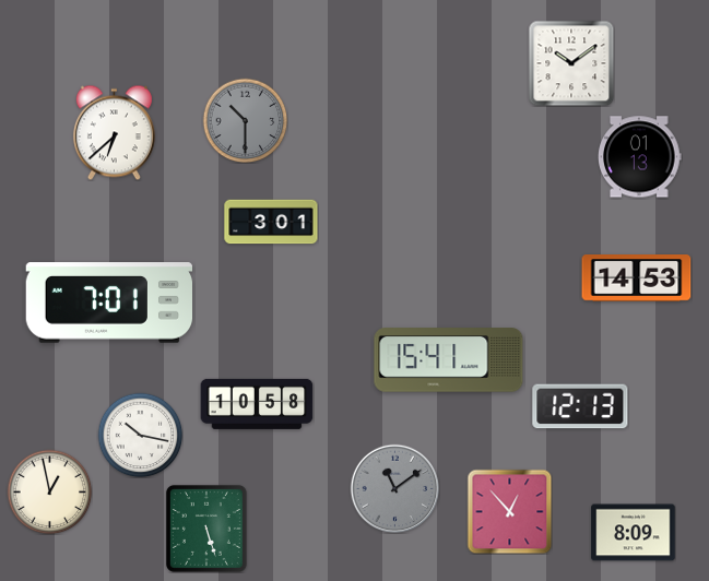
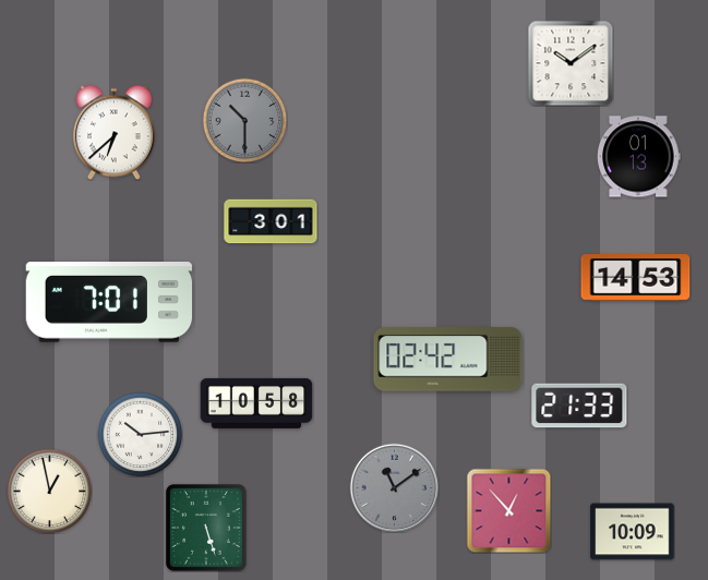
clock at (449, 360): 15:41 -> 02:42
clock at (580, 406): 12:13 -> 21:33
clock at (140, 435): 10:17 -> 10:14
clock at (634, 533): 8:09 -> 10:09
